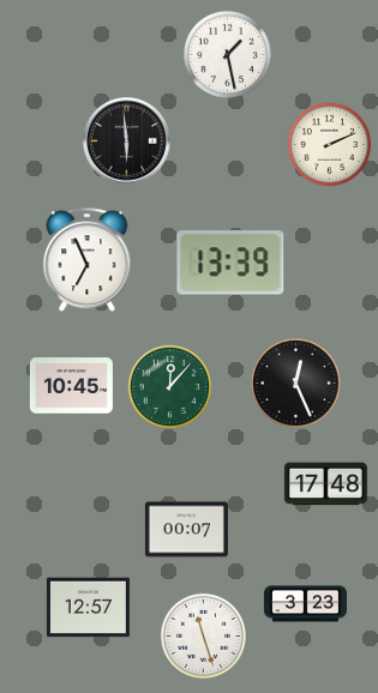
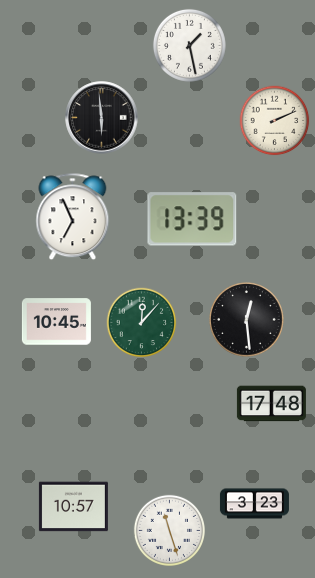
clock at (127, 141) position: (127, 141) -> (102, 118)
clock at (296, 384): 12:26 -> 12:29
clock at (71, 386) position: (71, 386) -> (56, 322)
clock at (186, 530): 00:07 -> none
clock at (88, 608): 12:57 -> 10:57
